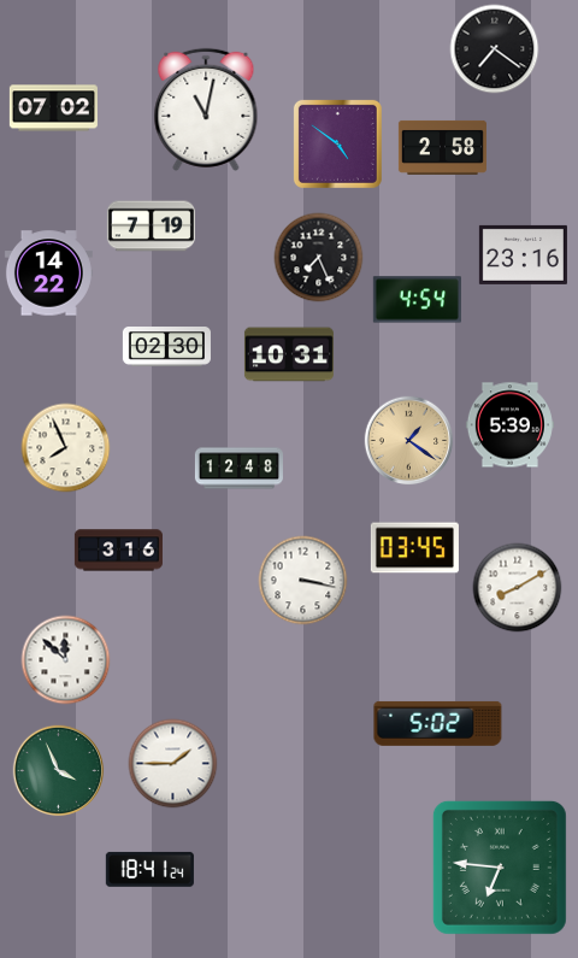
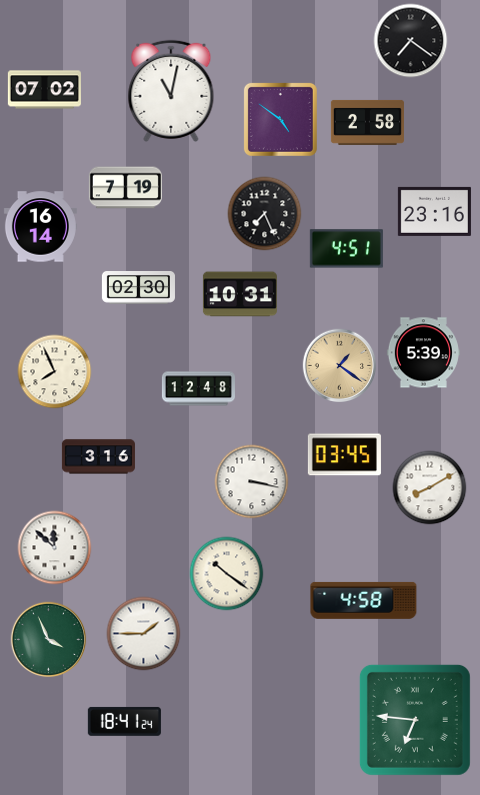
clock at (48, 274): 14:22 -> 16:14
clock at (417, 300): 4:54 -> 4:51
clock at (227, 574): none -> 10:21
clock at (438, 723): 5:02 -> 4:58
